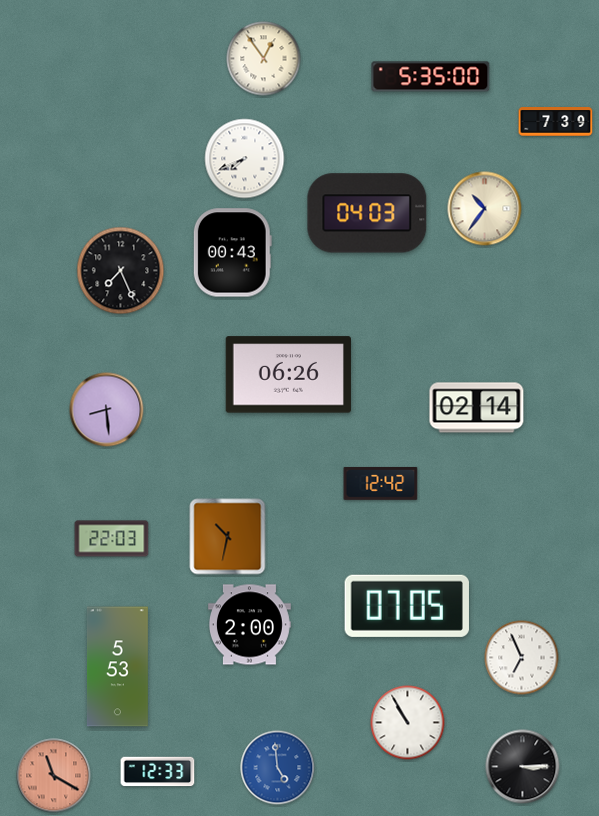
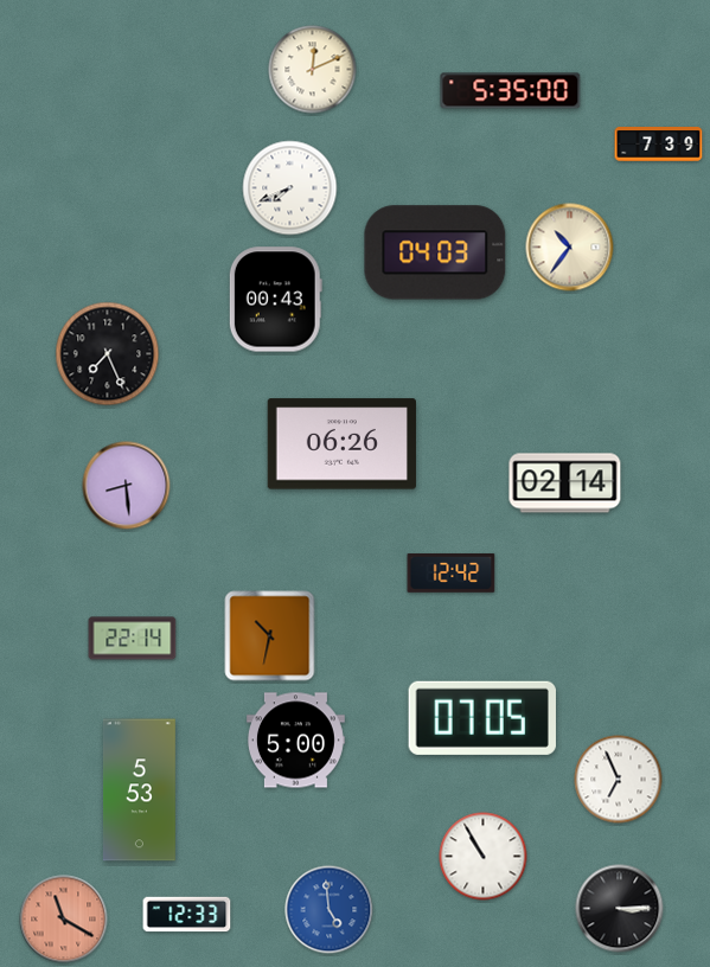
clock at (264, 59): 12:54 -> 12:11
clock at (485, 209) position: (485, 209) -> (570, 248)
clock at (121, 271) position: (121, 271) -> (108, 354)
clock at (112, 539): 22:03 -> 22:14
clock at (249, 625): 2:00 -> 5:00
